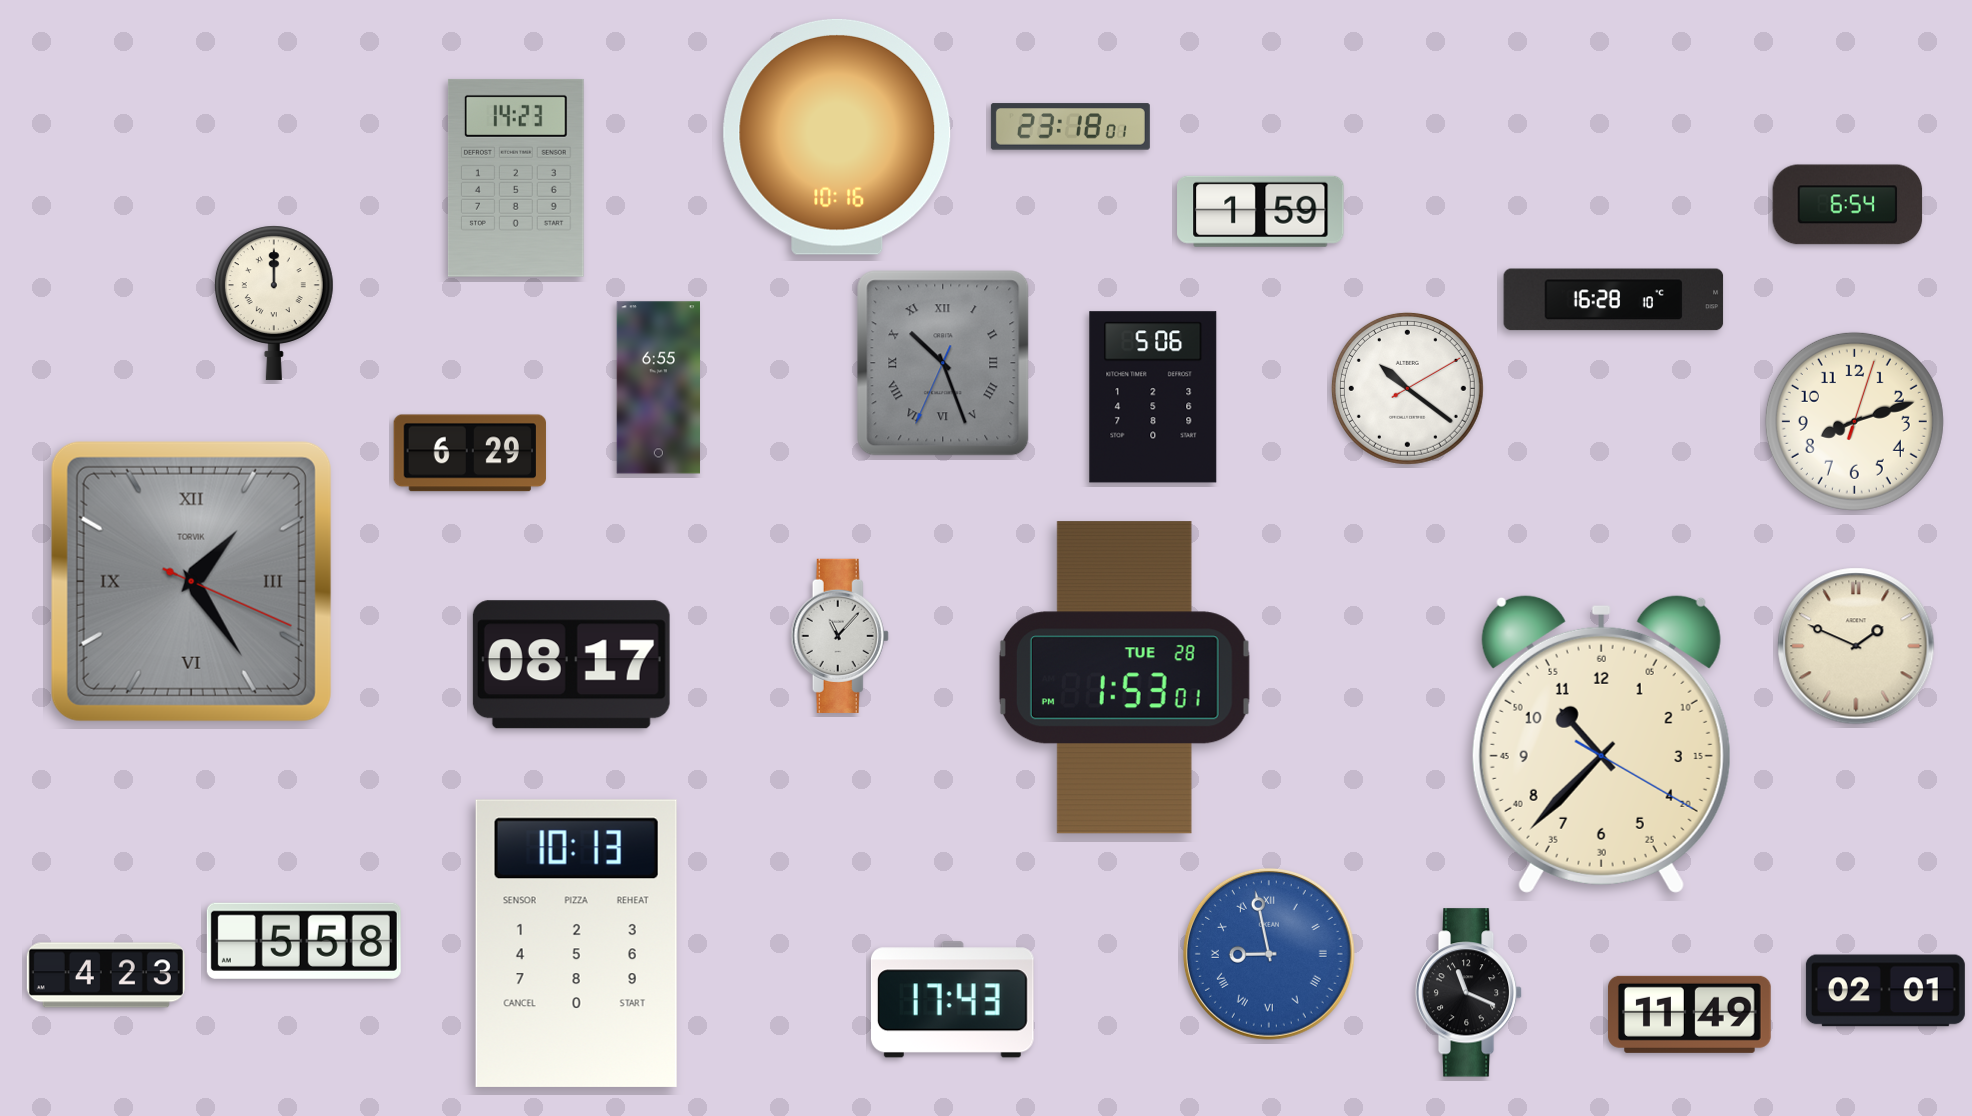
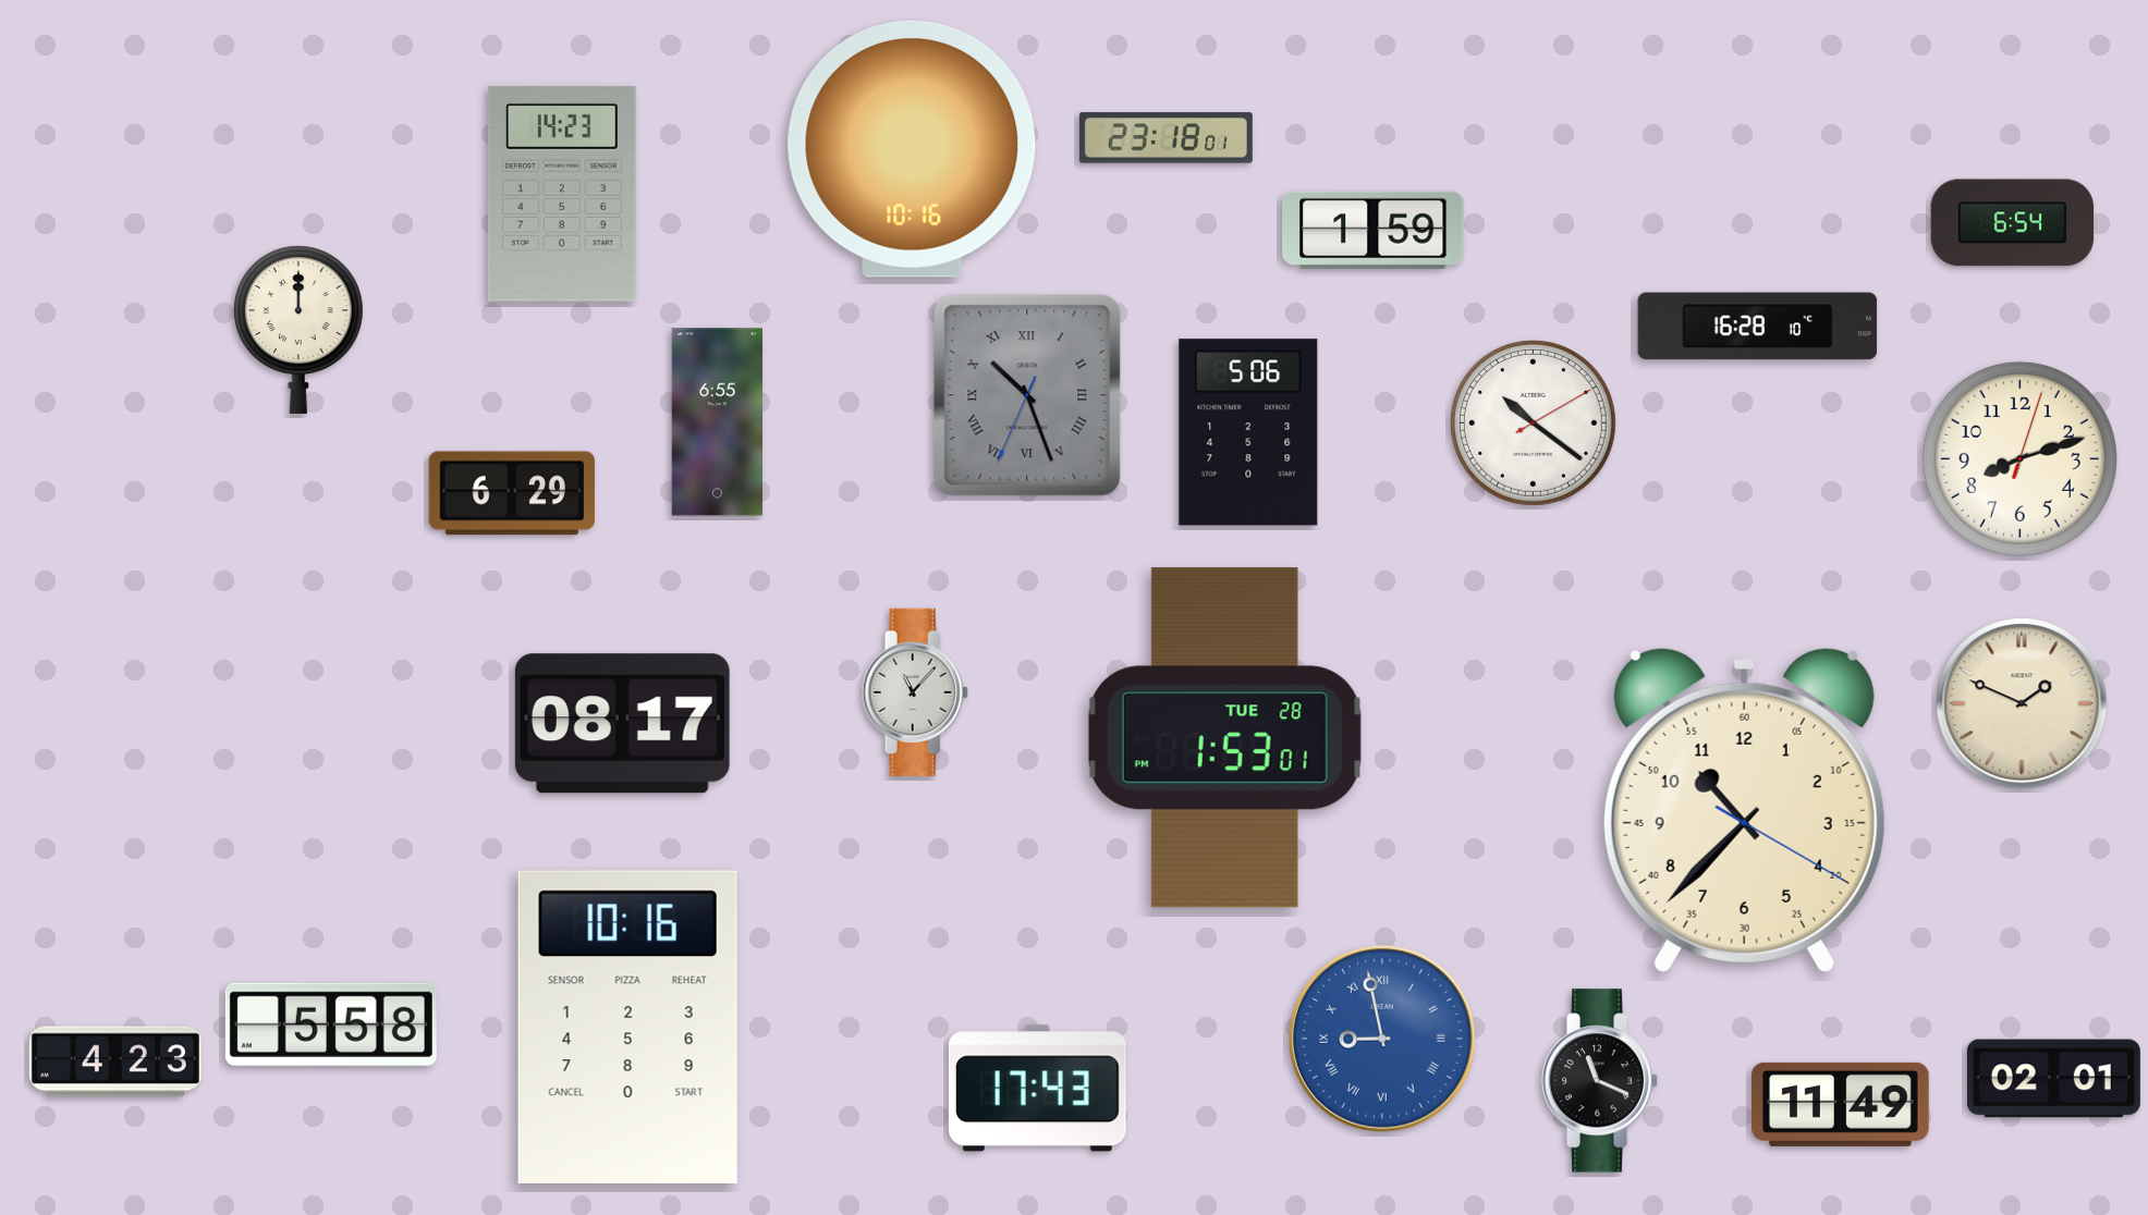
clock at (1153, 397) position: (1153, 397) -> (1248, 432)
clock at (191, 581): 1:24 -> none
clock at (576, 943): 10:13 -> 10:16
